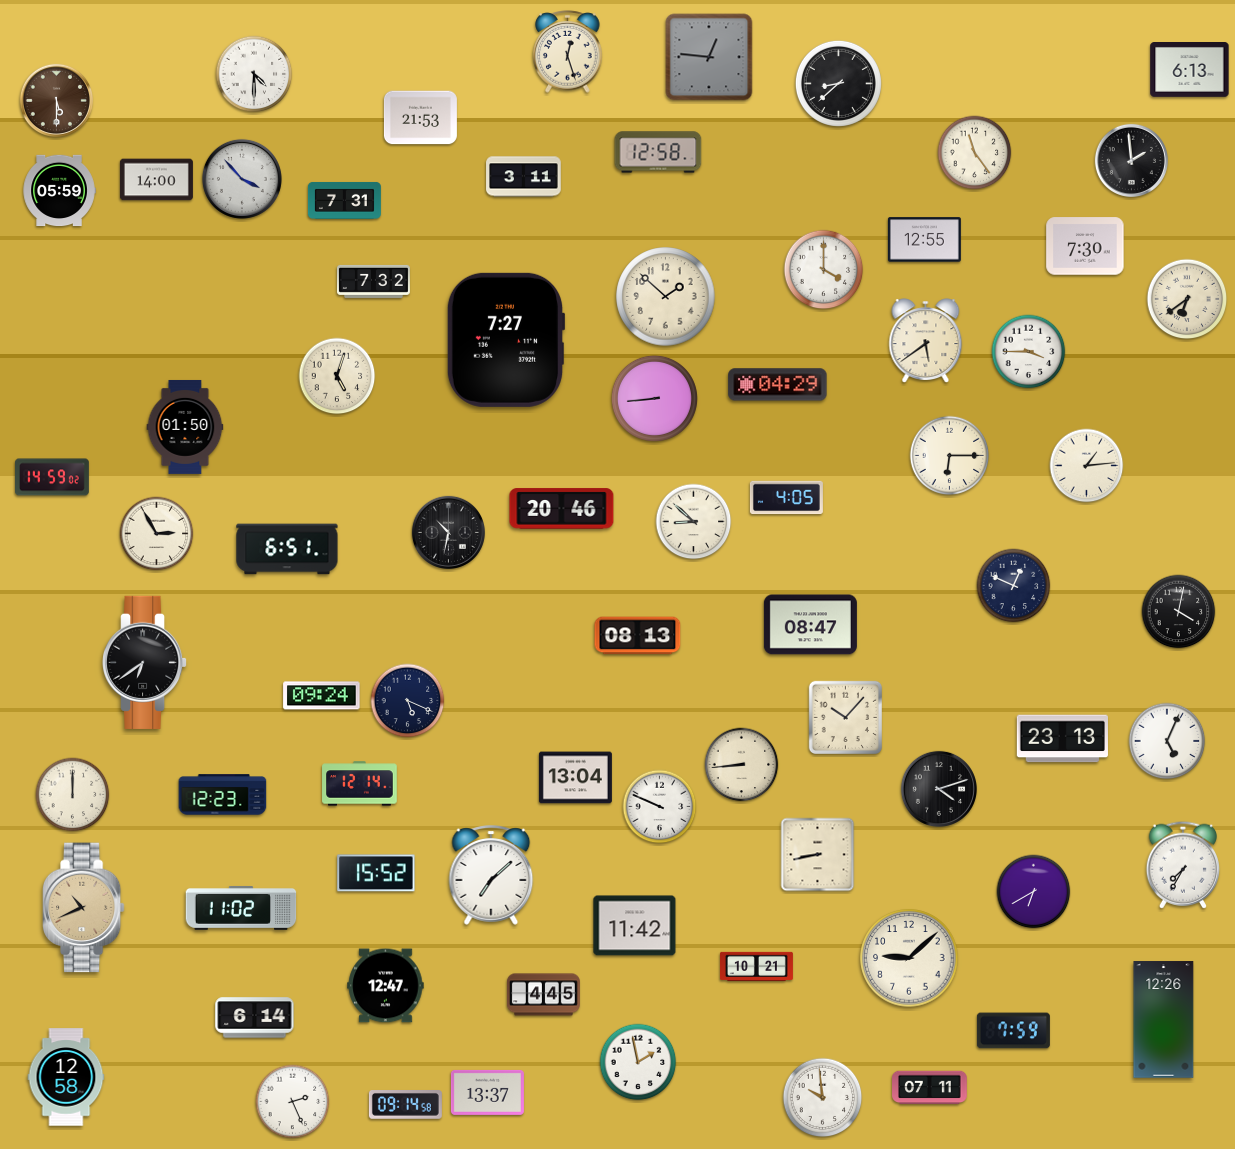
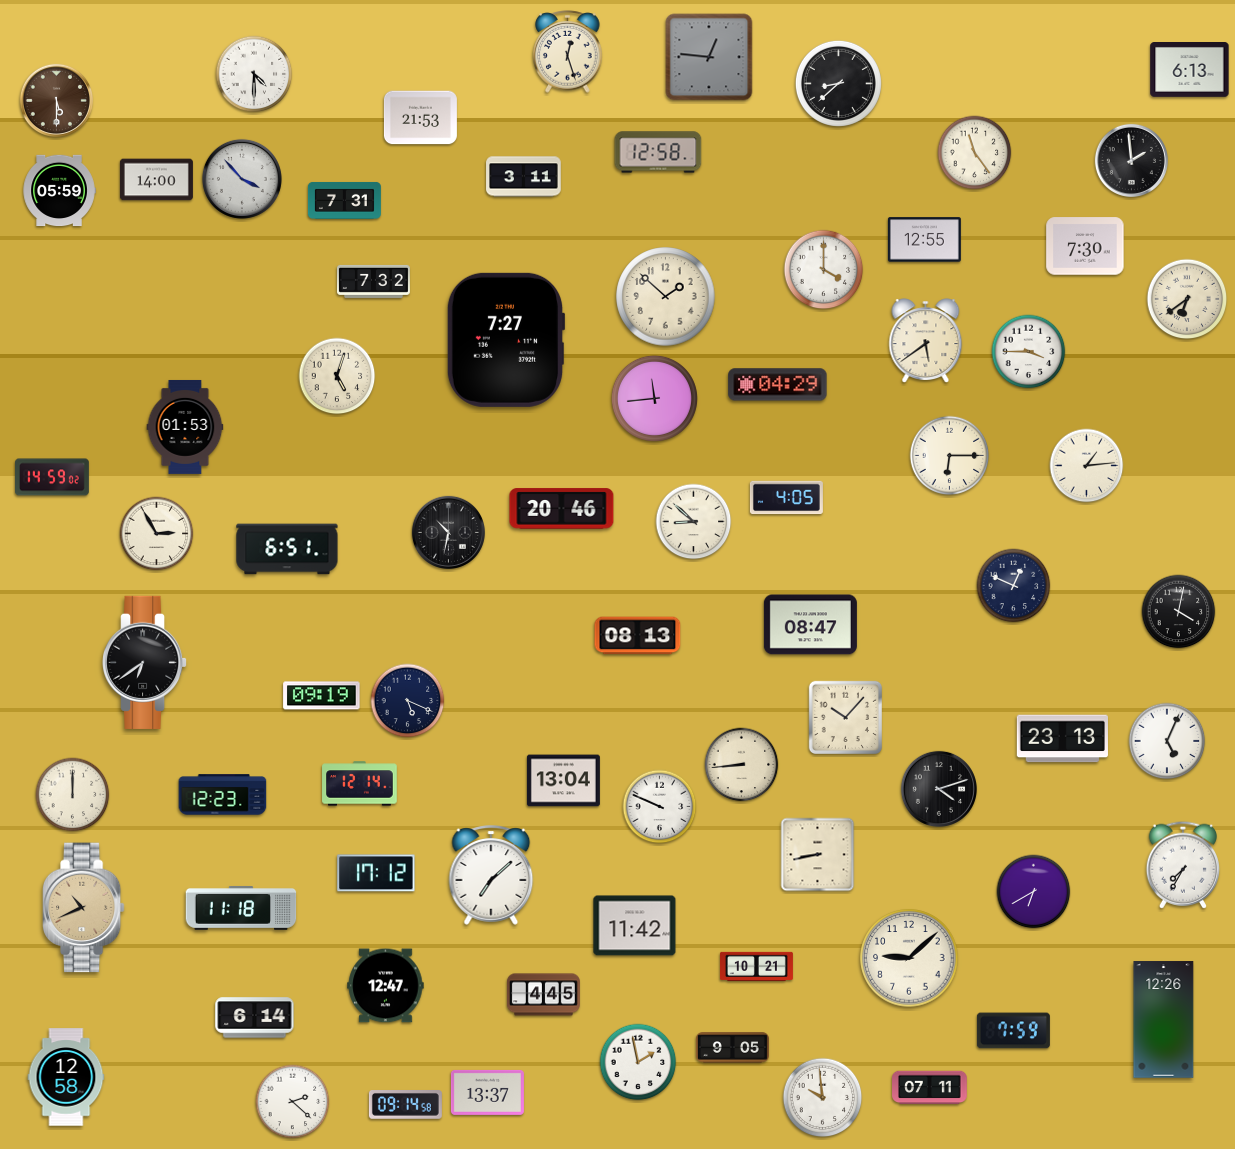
clock at (654, 398): 8:44 -> 11:44
clock at (185, 427): 01:50 -> 01:53
clock at (322, 696): 09:24 -> 09:19
clock at (575, 778) position: (575, 778) -> (563, 781)
clock at (376, 873): 15:52 -> 17:12
clock at (241, 908): 11:02 -> 11:18
clock at (732, 1048): none -> 9:05
clock at (293, 1102): 2:26 -> 2:22
